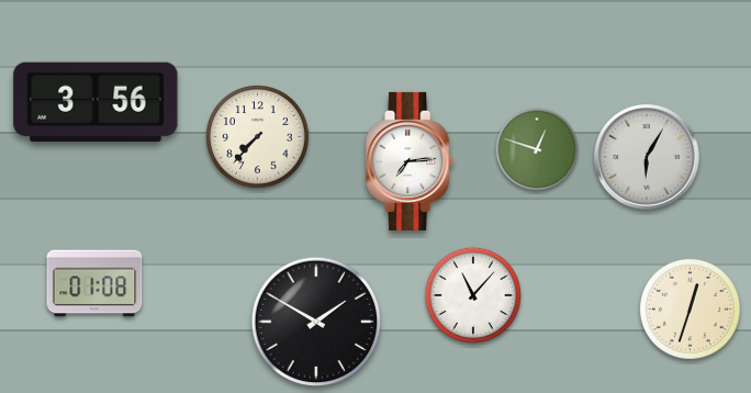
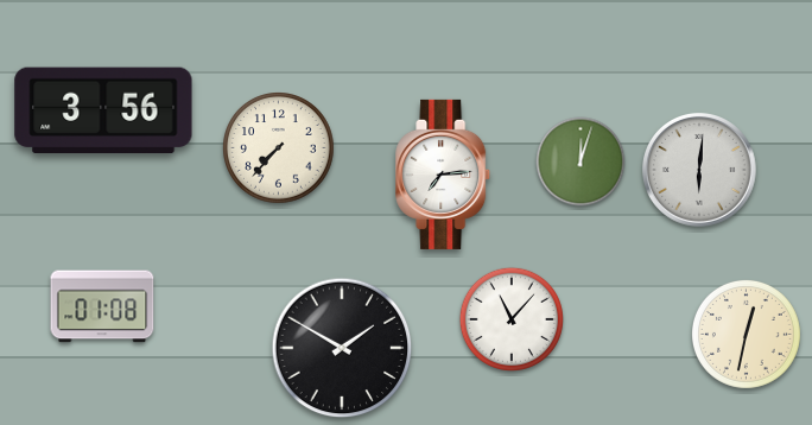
clock at (537, 149): 12:48 -> 12:03
clock at (648, 158): 6:05 -> 6:01
clock at (690, 308): 12:33 -> 12:32
